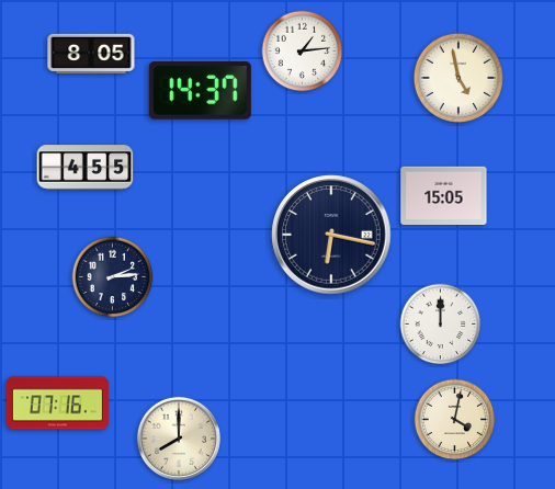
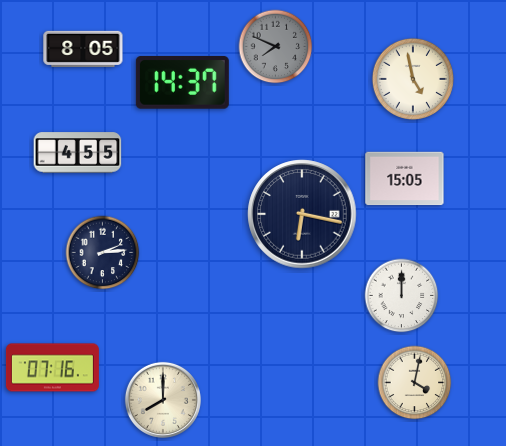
clock at (303, 52): 1:14 -> 7:49
clock at (303, 52) dial: white -> grey
clock at (457, 77) position: (457, 77) -> (412, 78)
